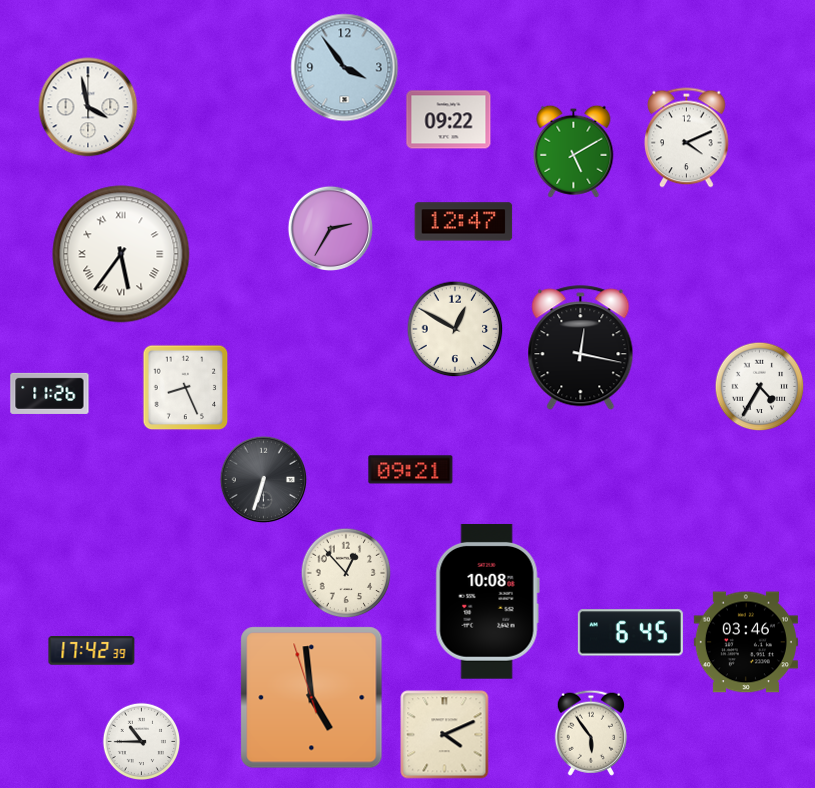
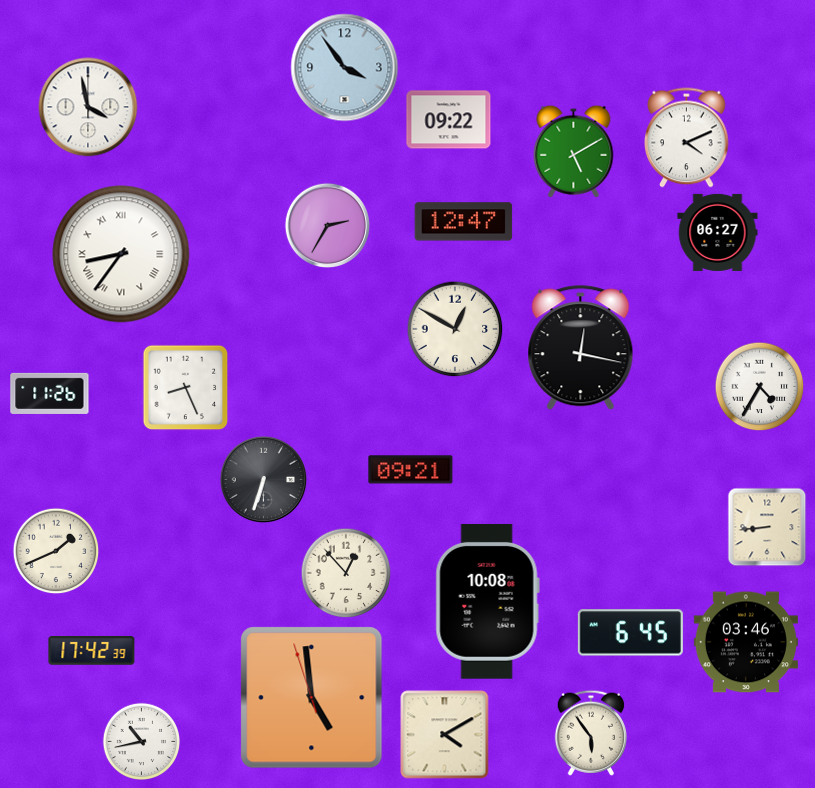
clock at (330, 228) position: (330, 228) -> (327, 225)
clock at (718, 232): none -> 06:27
clock at (121, 254): 5:36 -> 8:36
clock at (767, 527): none -> 8:44
clock at (56, 551): none -> 1:41
clock at (445, 735): 4:11 -> 4:10
clock at (141, 741): 10:45 -> 10:43
